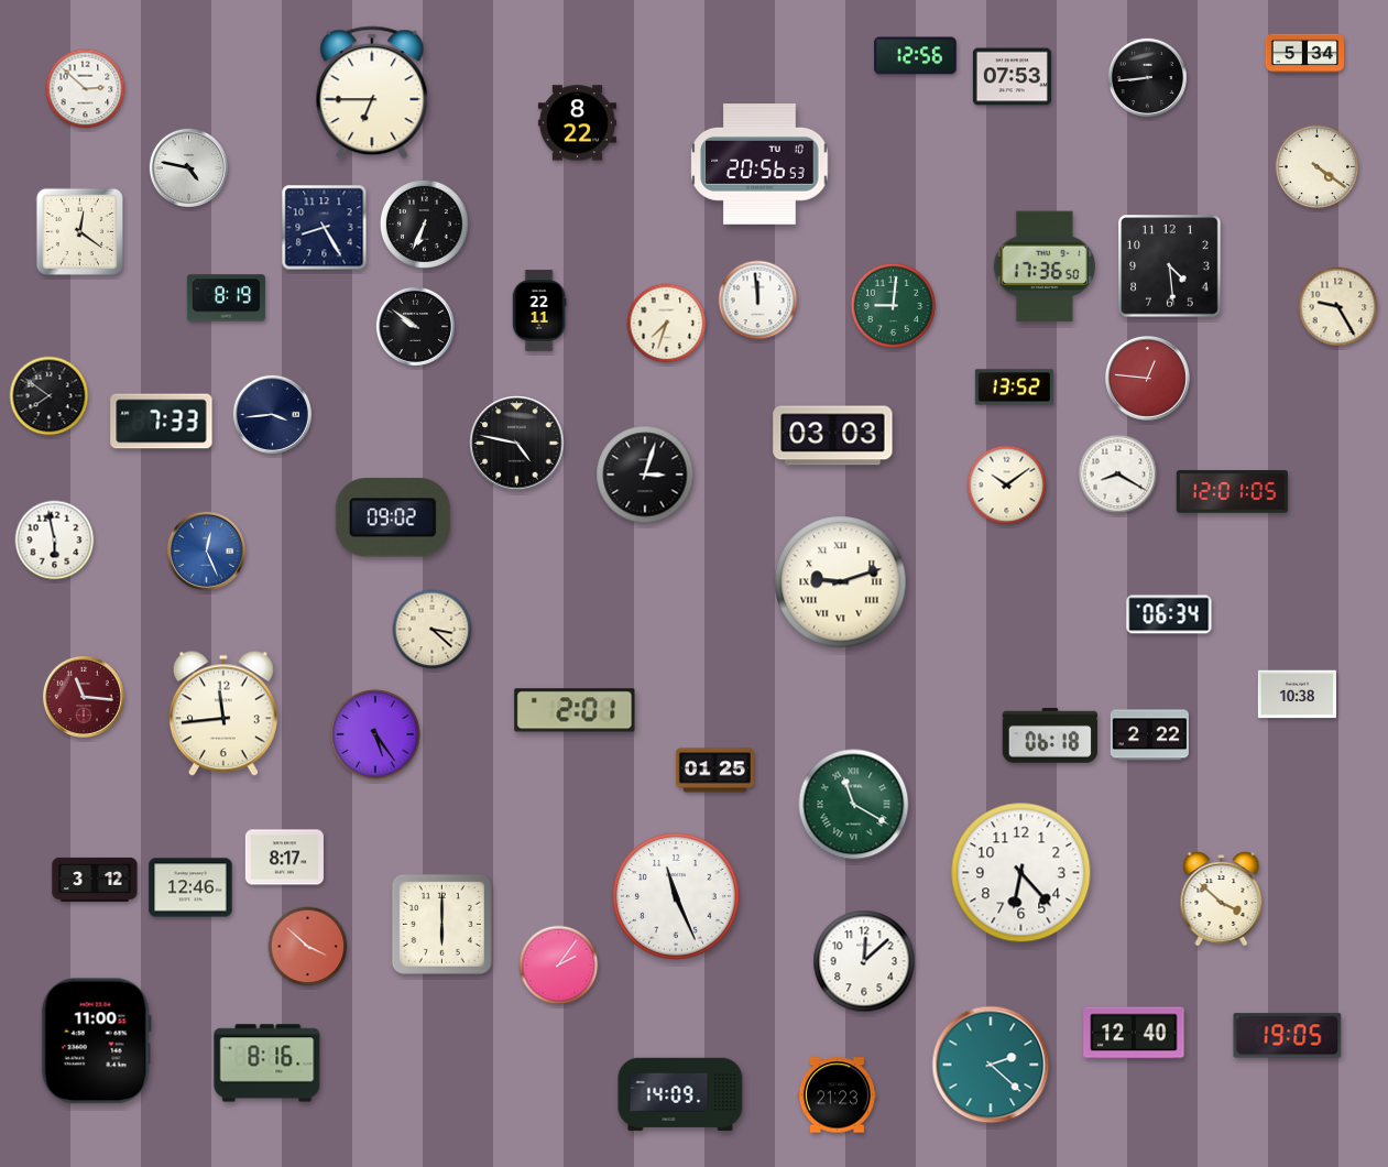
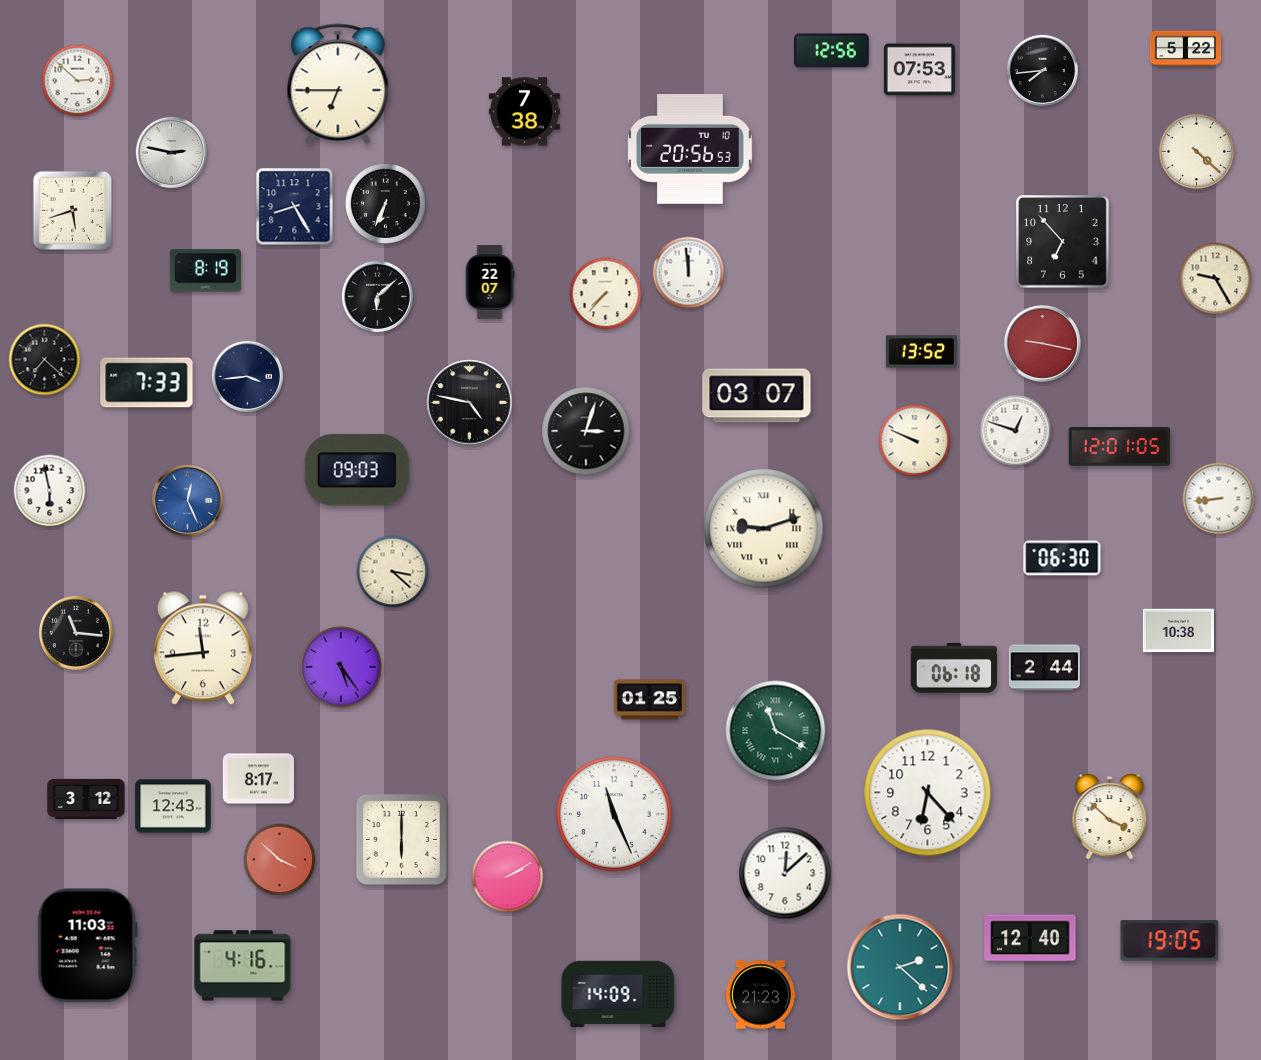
clock at (1304, 54): 5:34 -> 5:22
clock at (1147, 77): 8:44 -> 7:44
clock at (577, 123): 8:22 -> 7:38
clock at (188, 167): 4:47 -> 2:47
clock at (1318, 167): 4:21 -> 4:22
clock at (79, 231): 12:21 -> 5:42
clock at (1045, 266): 17:36 -> none
clock at (1170, 266): 4:29 -> 6:53
clock at (893, 305): 9:01 -> none
clock at (539, 310): 22:11 -> 22:07
clock at (667, 324): 7:33 -> 7:37
clock at (415, 326): 9:51 -> 6:08
clock at (1147, 378): 12:46 -> 9:17
clock at (50, 396): 7:51 -> 7:22
clock at (833, 436): 03:03 -> 03:07
clock at (1118, 475): 8:20 -> 12:48
clock at (1007, 486): 10:09 -> 9:49
clock at (393, 517): 09:02 -> 09:03
clock at (1219, 499): none -> 8:44
clock at (1169, 614): 06:34 -> 06:30
clock at (84, 697) dial: burgundy -> black
clock at (575, 710): 2:01 -> none
clock at (1149, 735): 2:22 -> 2:44
clock at (190, 887): 12:46 -> 12:43
clock at (559, 966): 2:06 -> 2:10
clock at (96, 1041): 11:00 -> 11:03
clock at (267, 1064): 8:16 -> 4:16
